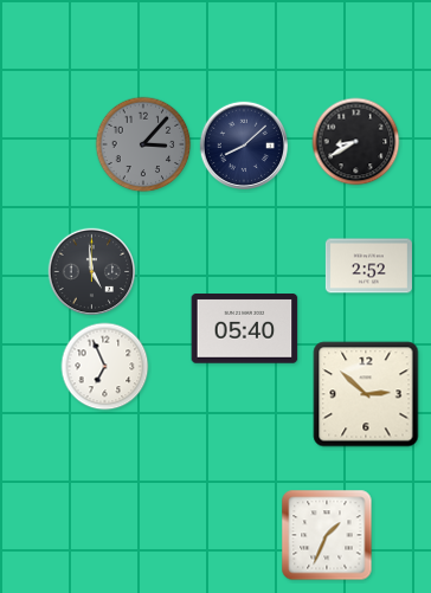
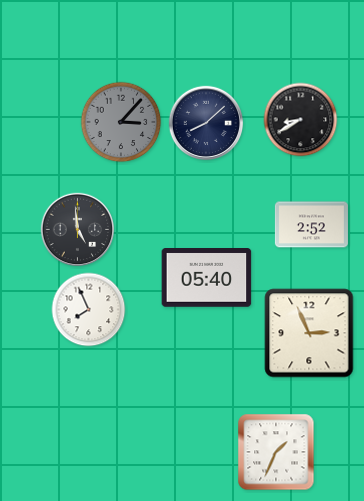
clock at (105, 367): 6:56 -> 7:56
clock at (366, 394): 2:52 -> 2:56
